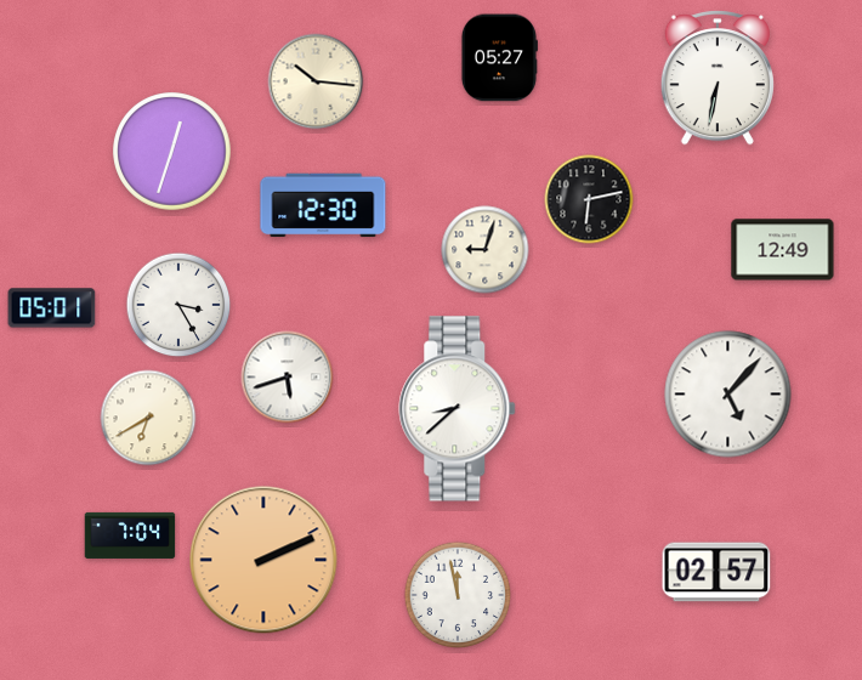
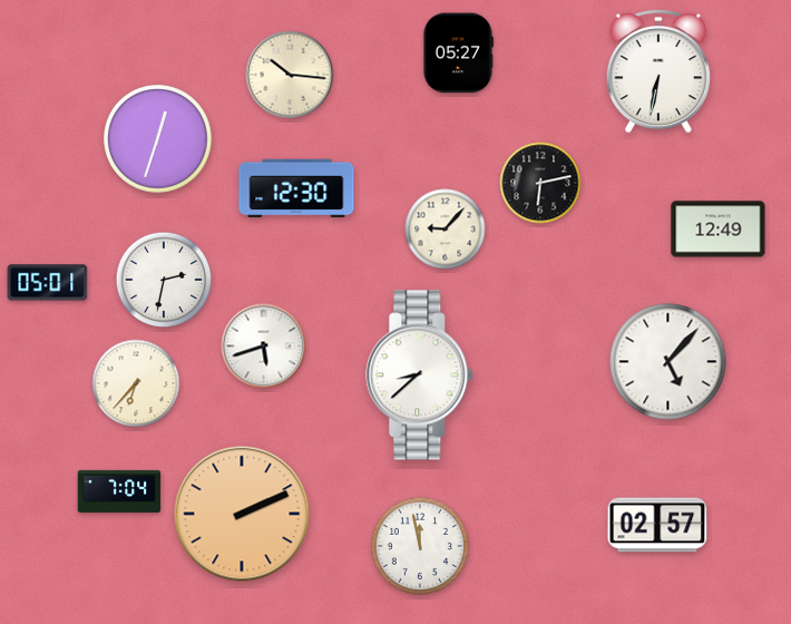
clock at (486, 250): 9:03 -> 9:07
clock at (178, 305): 3:25 -> 2:32
clock at (148, 418): 6:40 -> 6:37
